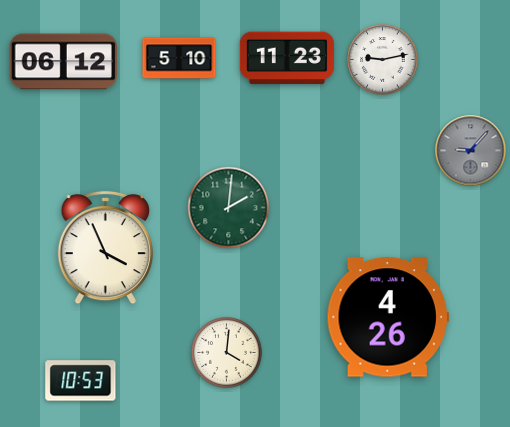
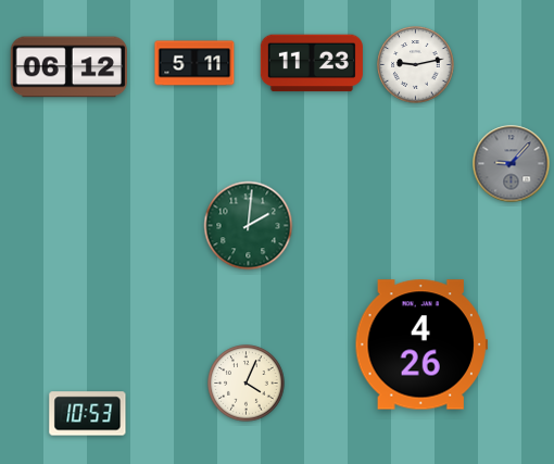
clock at (179, 58): 5:10 -> 5:11
clock at (105, 248): 3:56 -> none
clock at (227, 353): 4:01 -> 4:04
